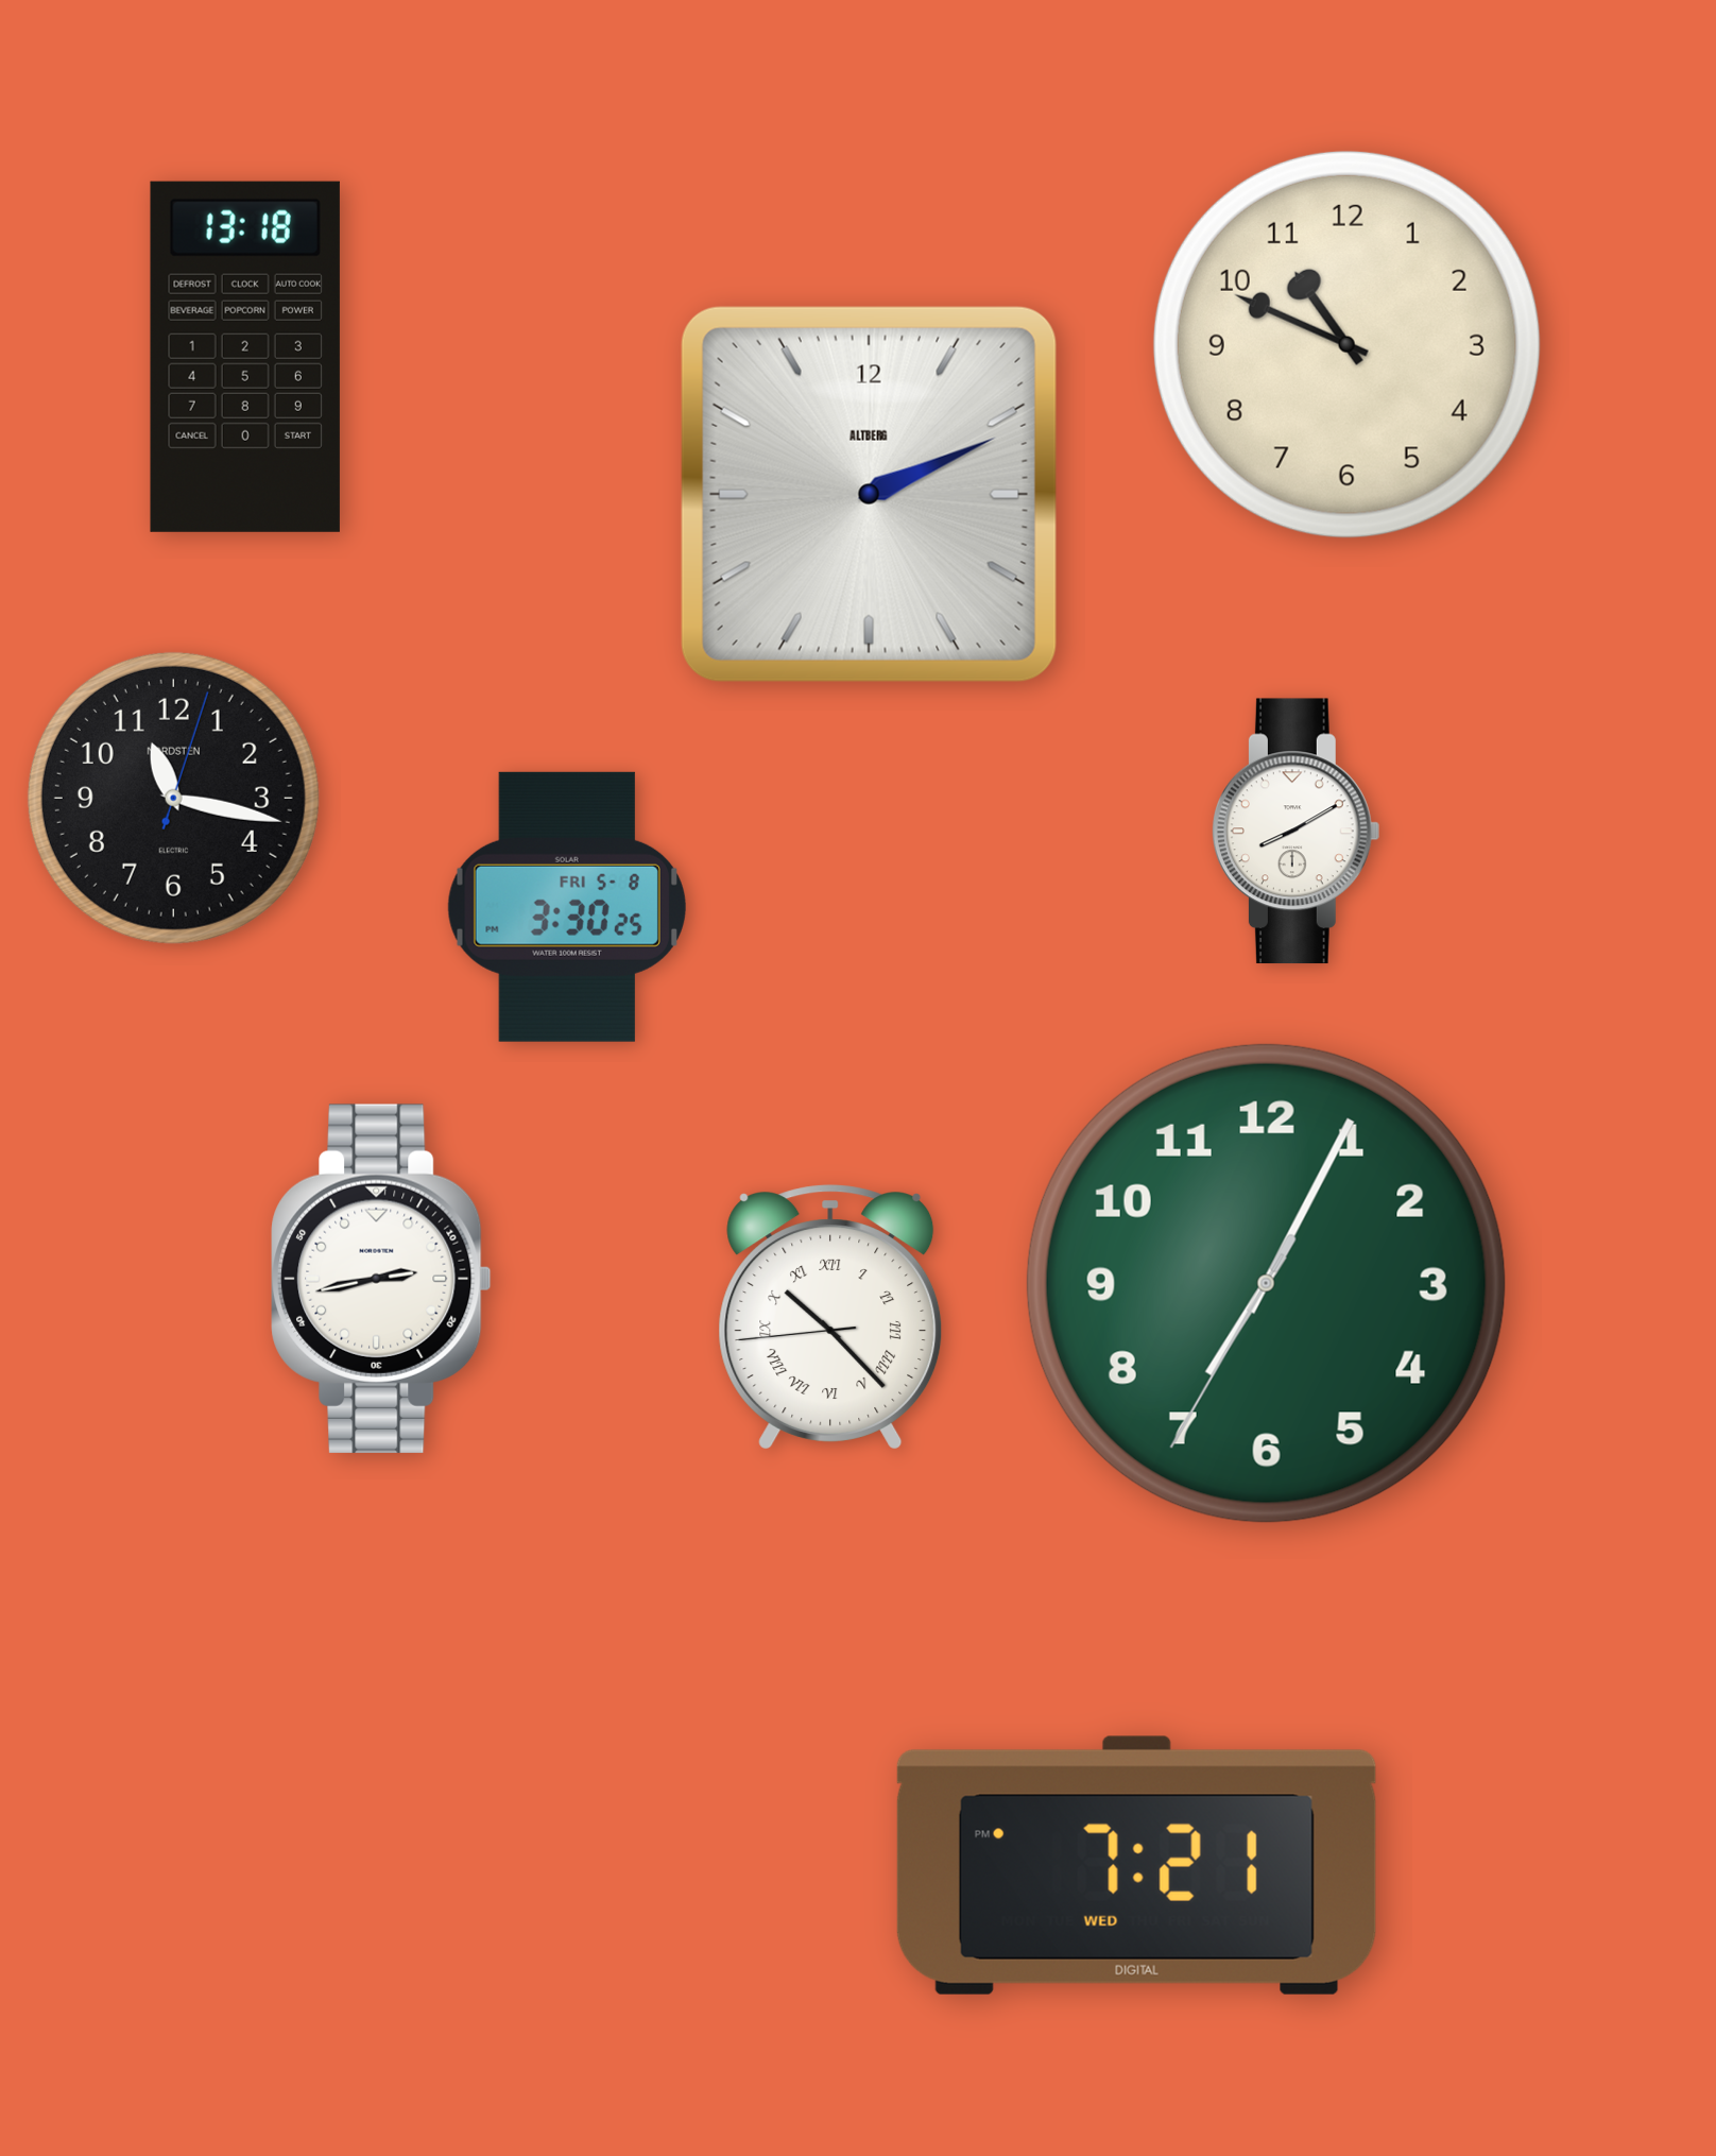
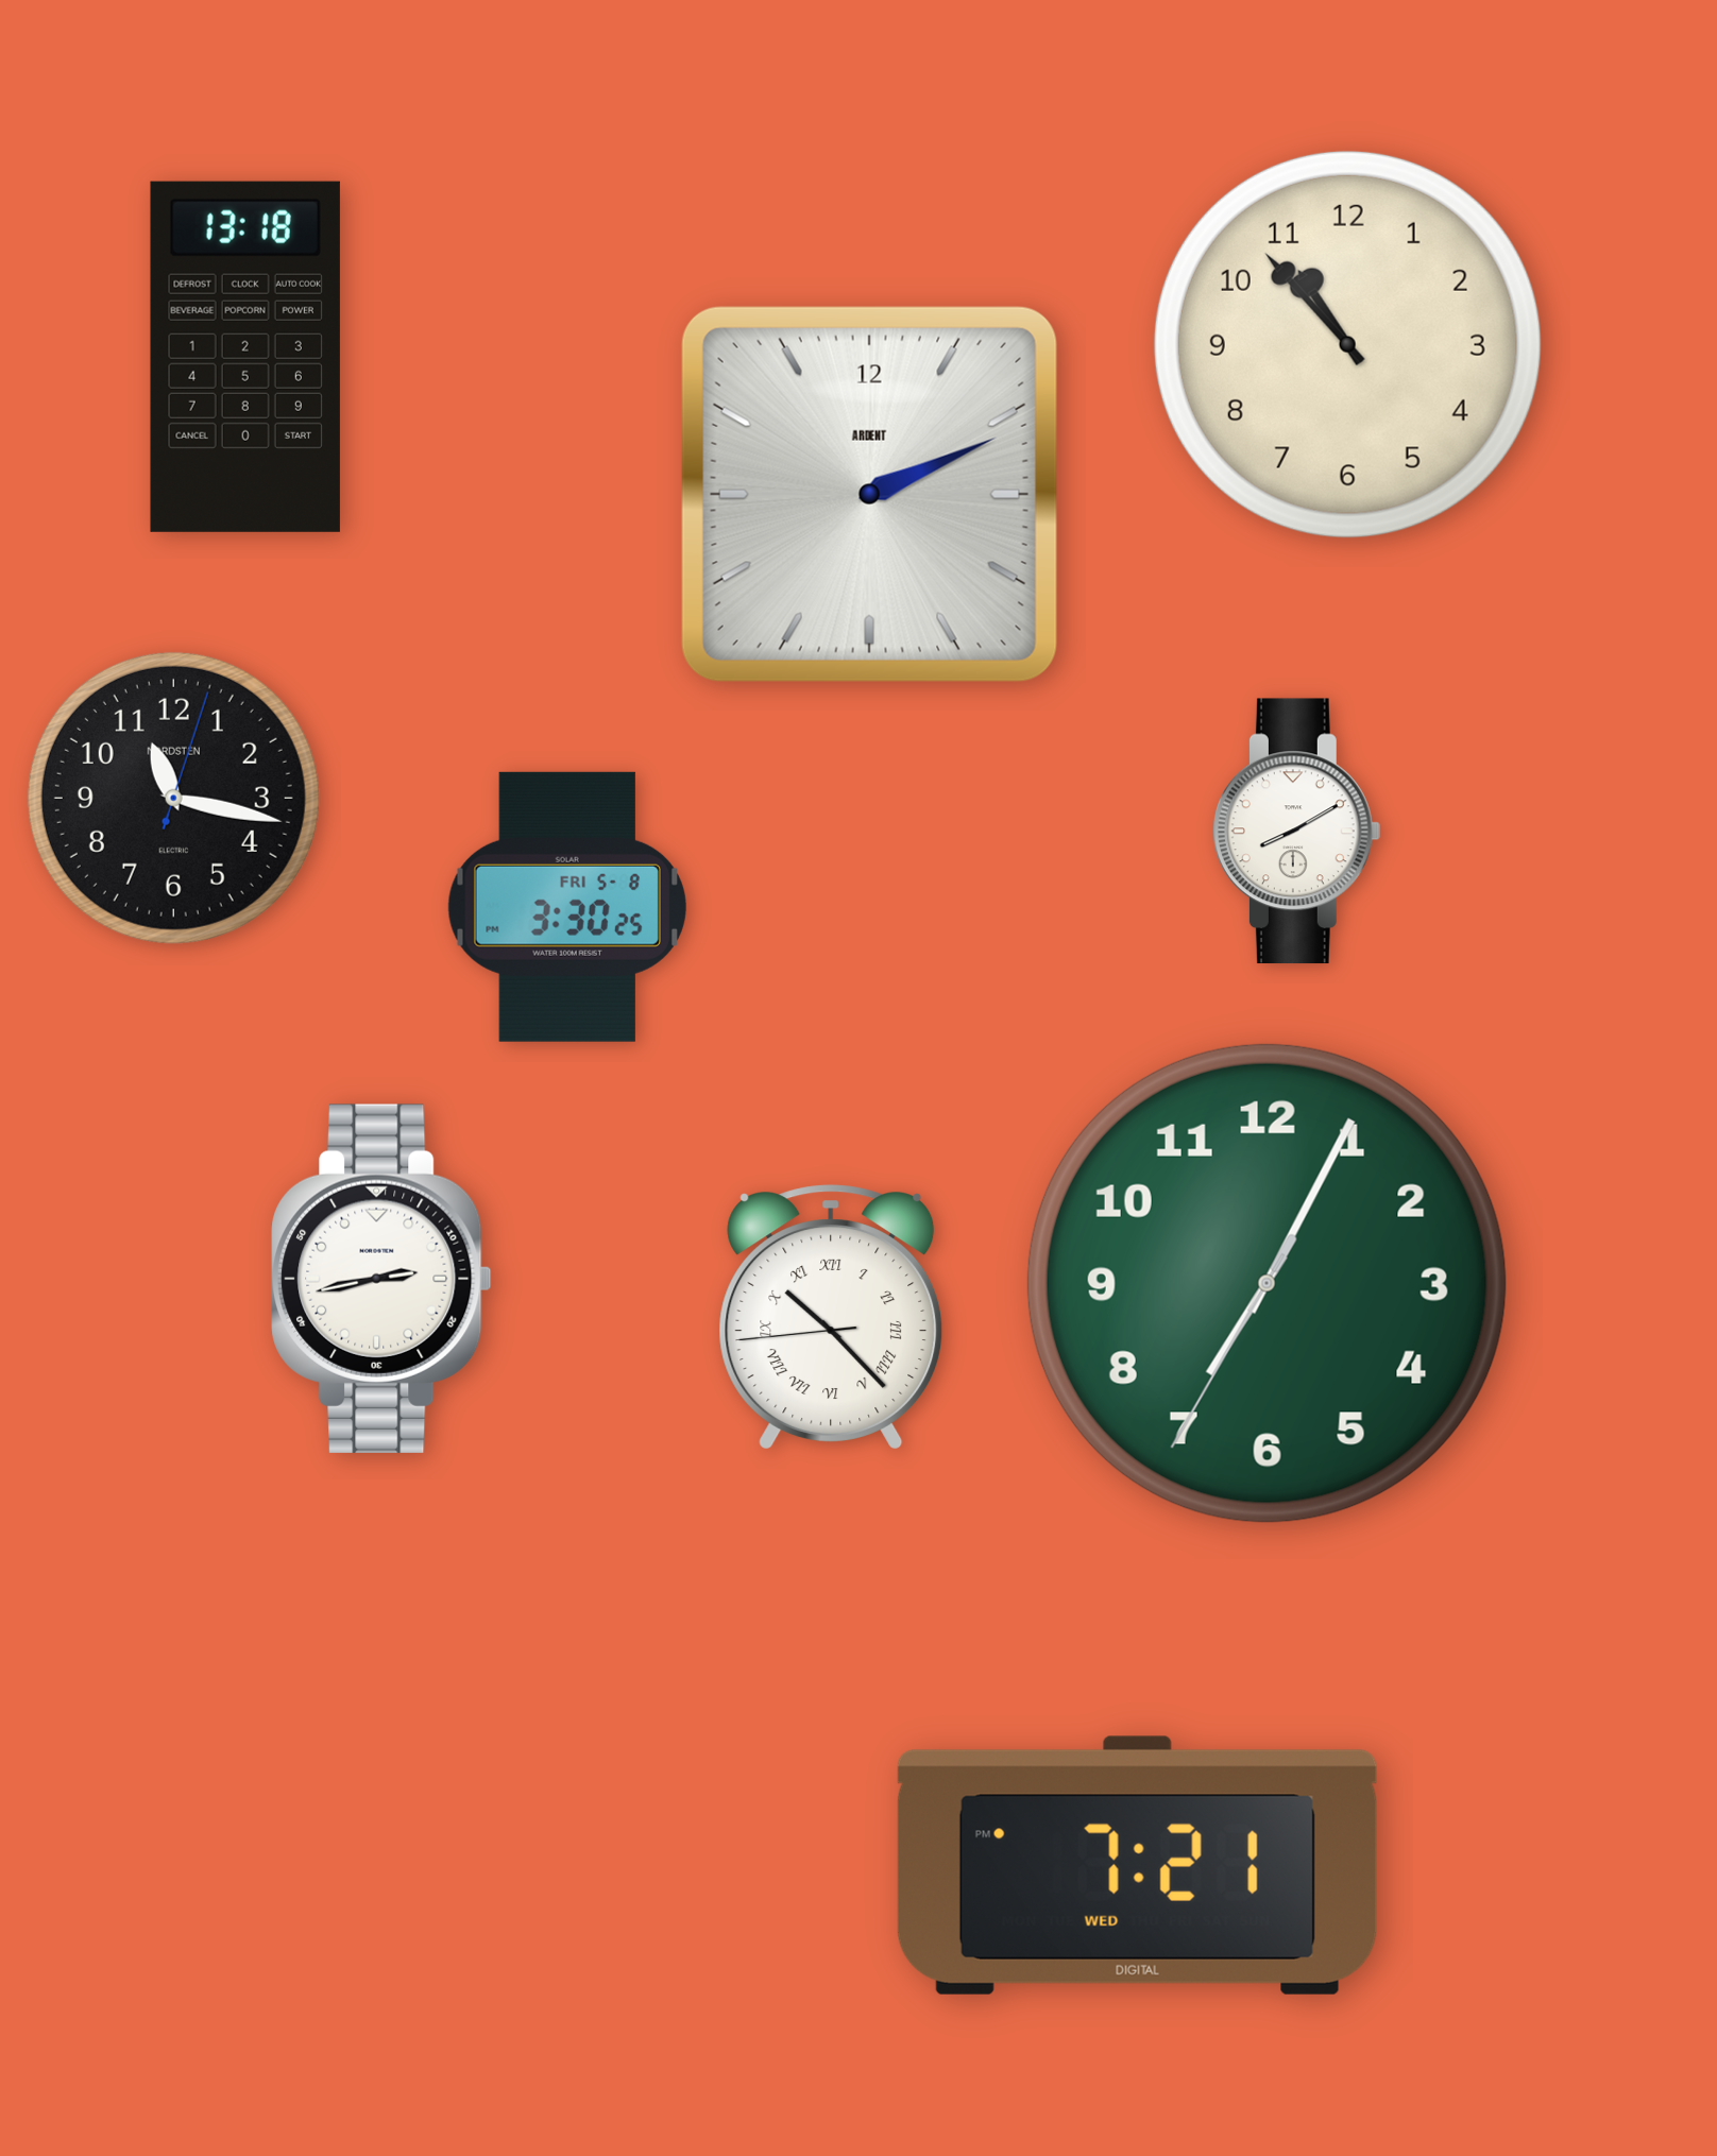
clock at (1346, 344): 10:49 -> 10:53
clock at (869, 494) brand: ALTBERG -> ARDENT
